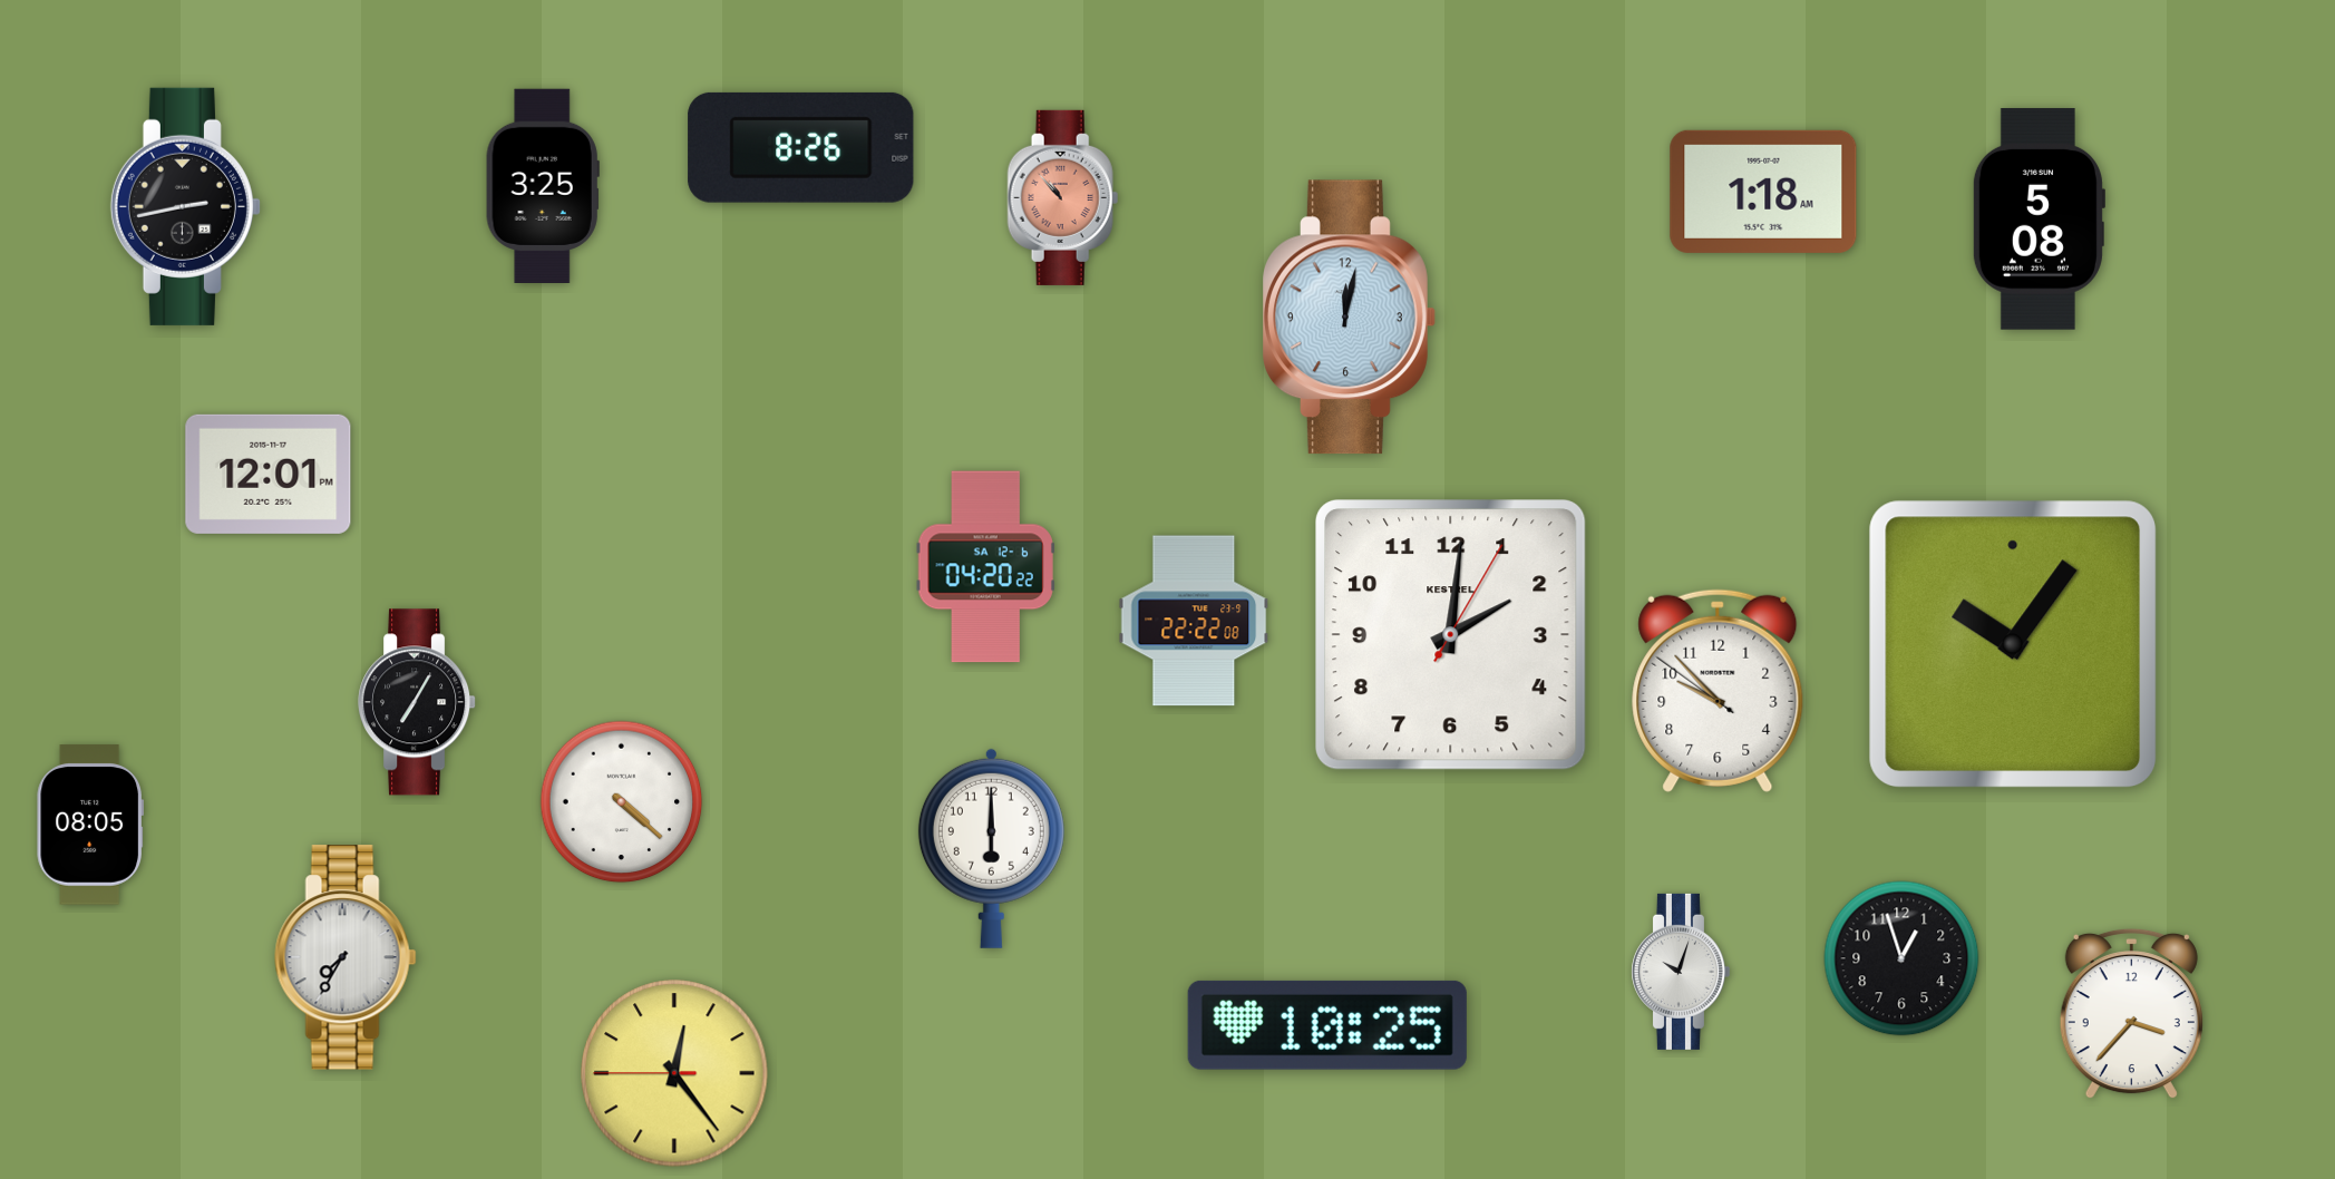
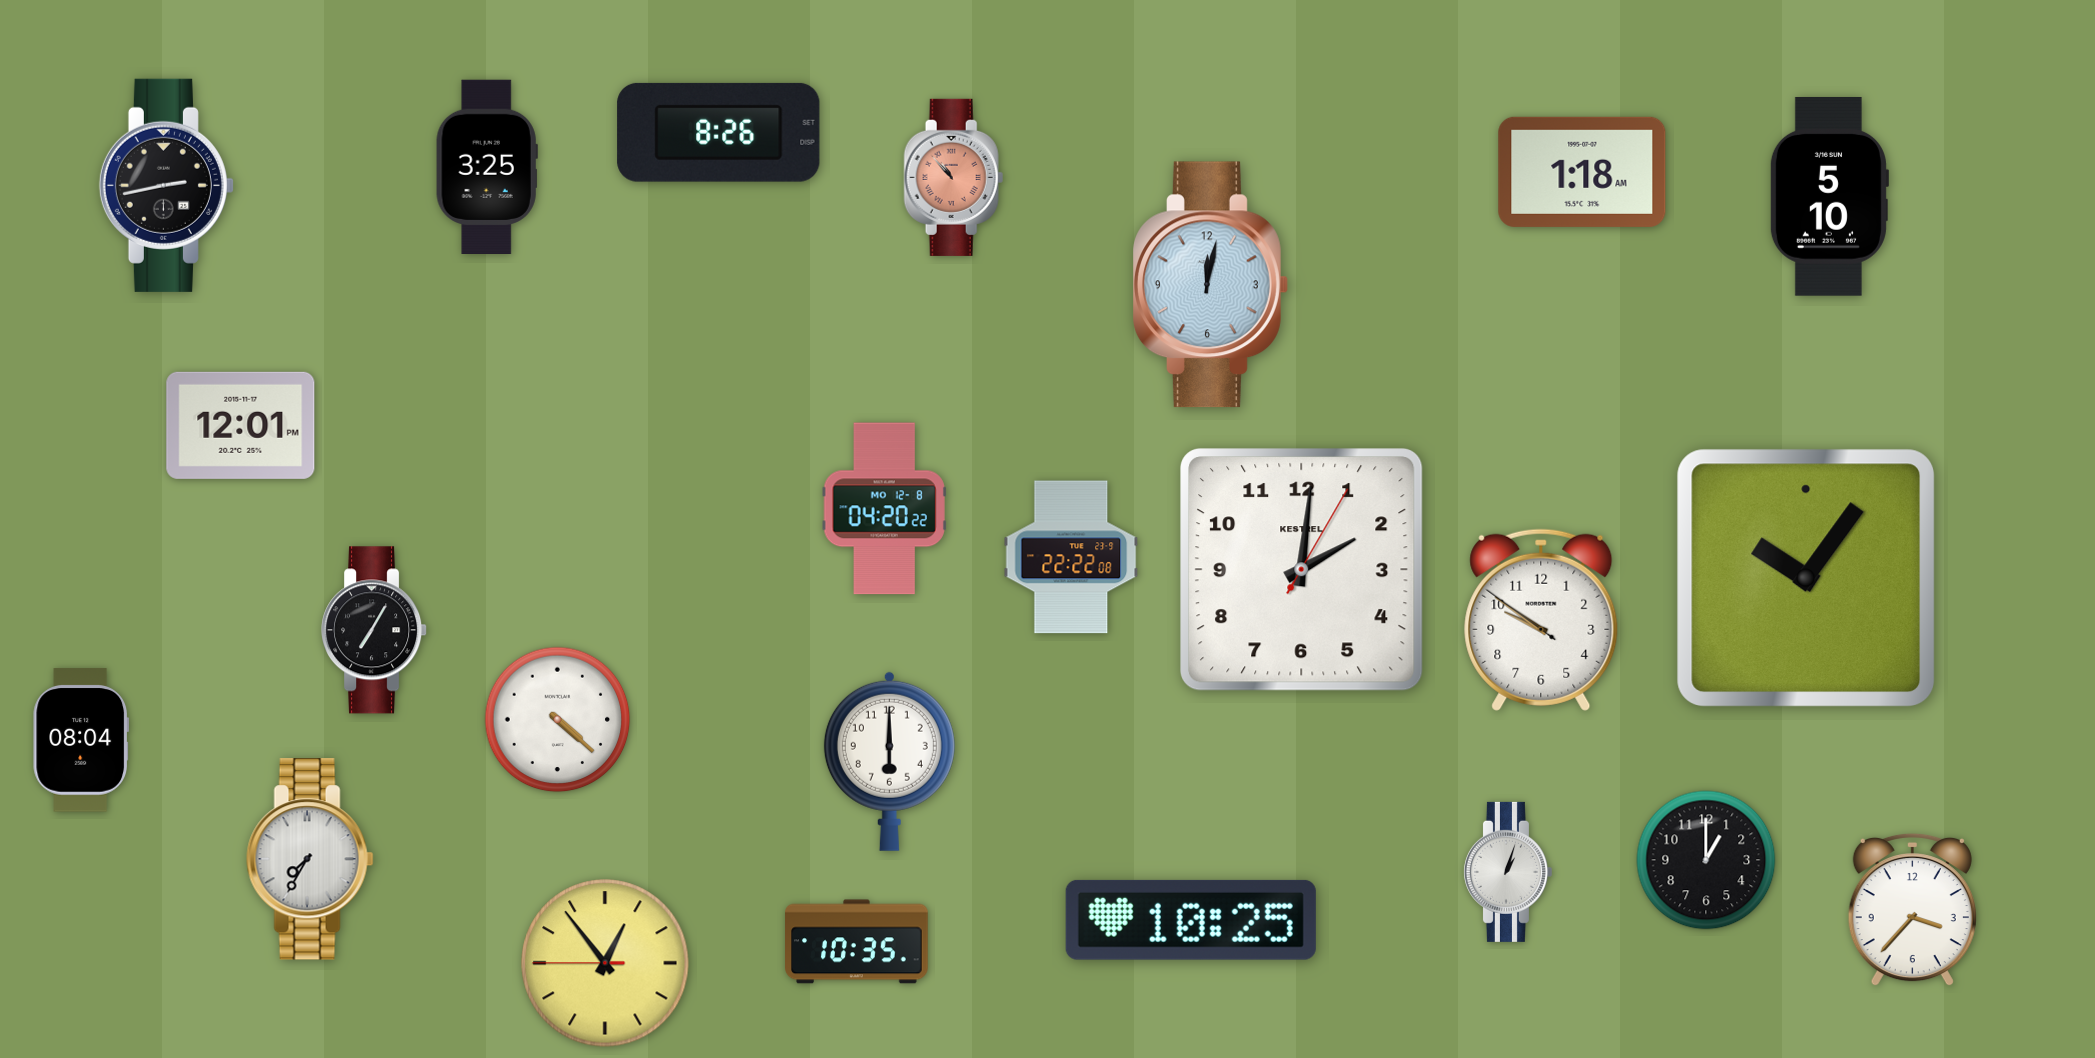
clock at (2039, 218): 5:08 -> 5:10
clock at (985, 567) date: SA 12-6 -> MO 12-8
clock at (1718, 691): 9:52 -> 9:50
clock at (89, 825): 08:05 -> 08:04
clock at (1901, 958): 12:57 -> 1:00
clock at (1680, 972): 10:03 -> 1:03
clock at (857, 942): none -> 10:35
clock at (674, 1073): 12:23 -> 12:53
